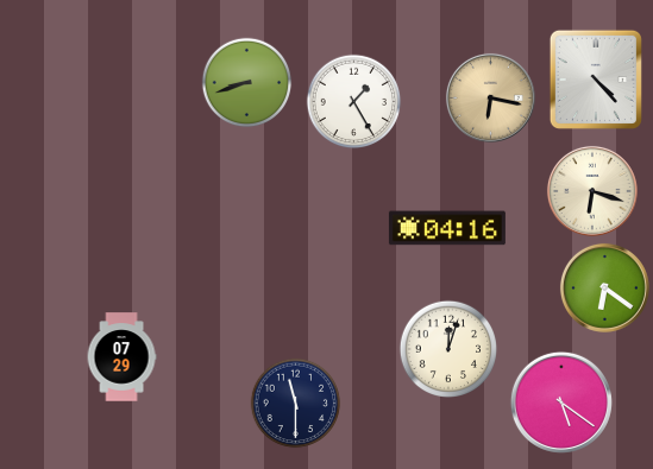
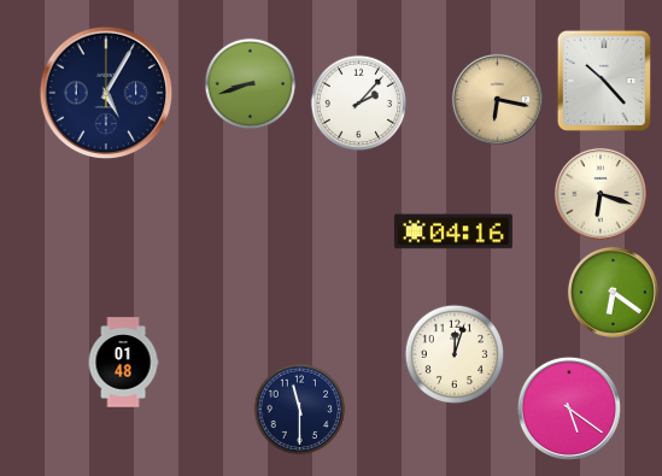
clock at (596, 80): 4:23 -> 10:23
clock at (106, 93): none -> 5:05
clock at (354, 102): 1:25 -> 2:07
clock at (121, 357): 07:29 -> 01:48
